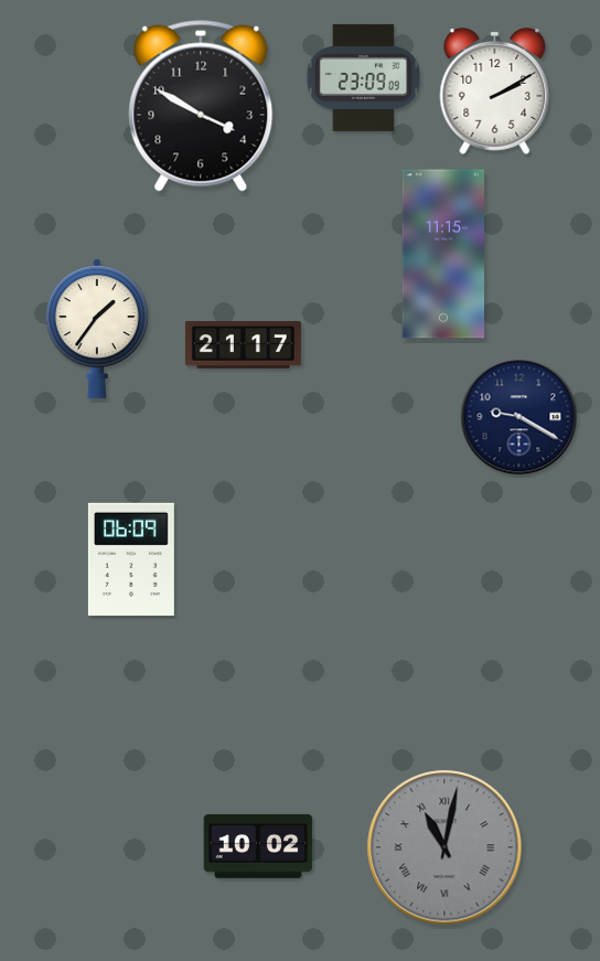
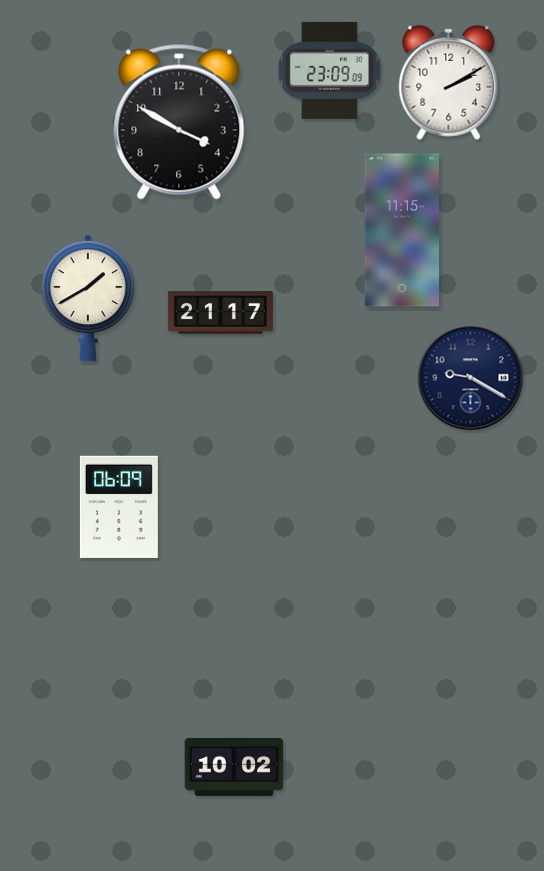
clock at (201, 106) position: (201, 106) -> (179, 122)
clock at (97, 329): 1:36 -> 1:40
clock at (444, 847): 11:02 -> none
